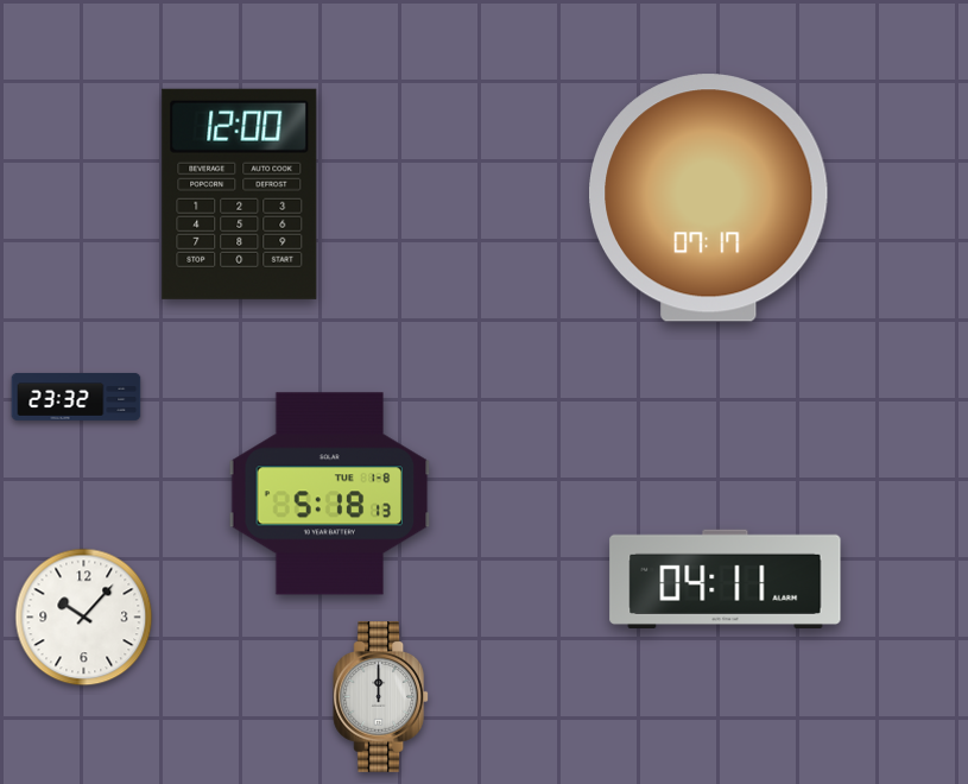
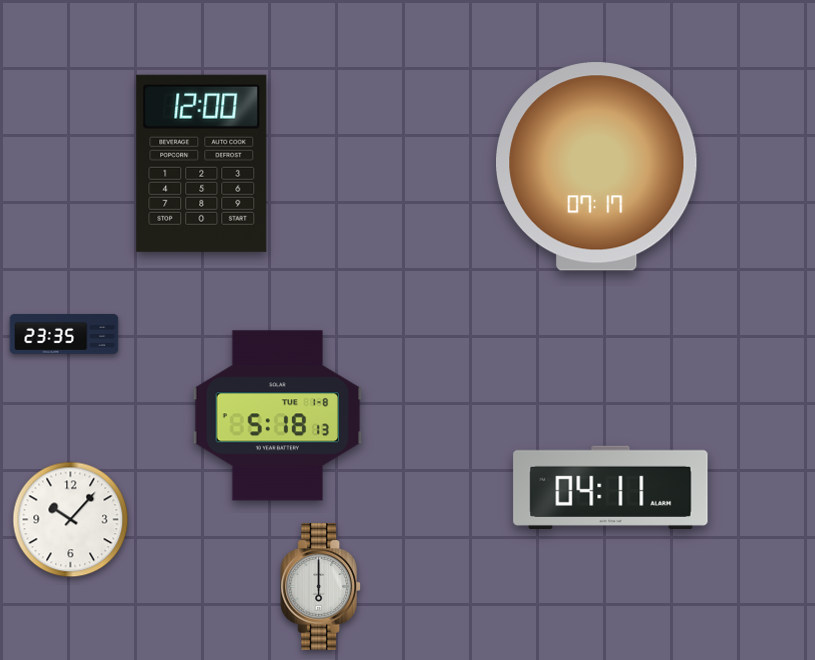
clock at (76, 397): 23:32 -> 23:35
clock at (381, 697): 12:00 -> 6:00
